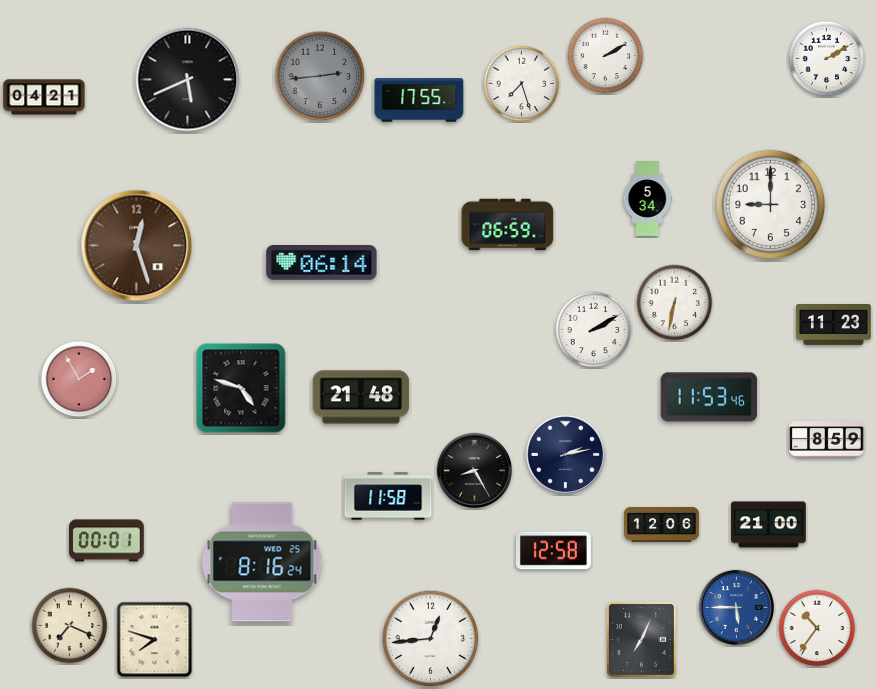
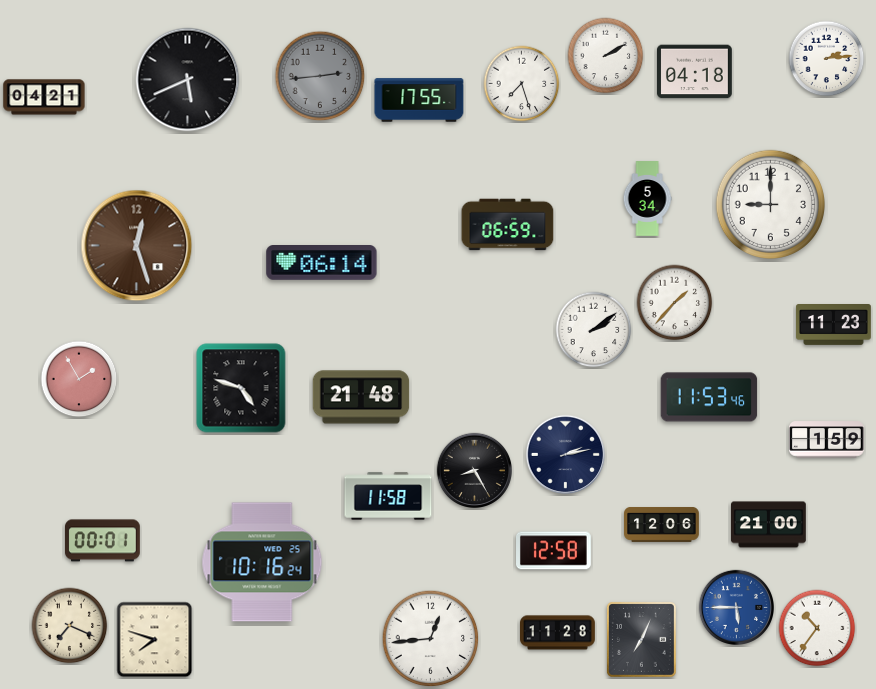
clock at (827, 59): 2:10 -> 2:14
clock at (695, 72): none -> 04:18
clock at (675, 303): 6:32 -> 1:37
clock at (594, 330): 2:10 -> 2:09
clock at (827, 440): 8:59 -> 1:59
clock at (107, 541) position: (107, 541) -> (103, 541)
clock at (262, 562): 8:16 -> 10:16
clock at (558, 633): none -> 11:28
